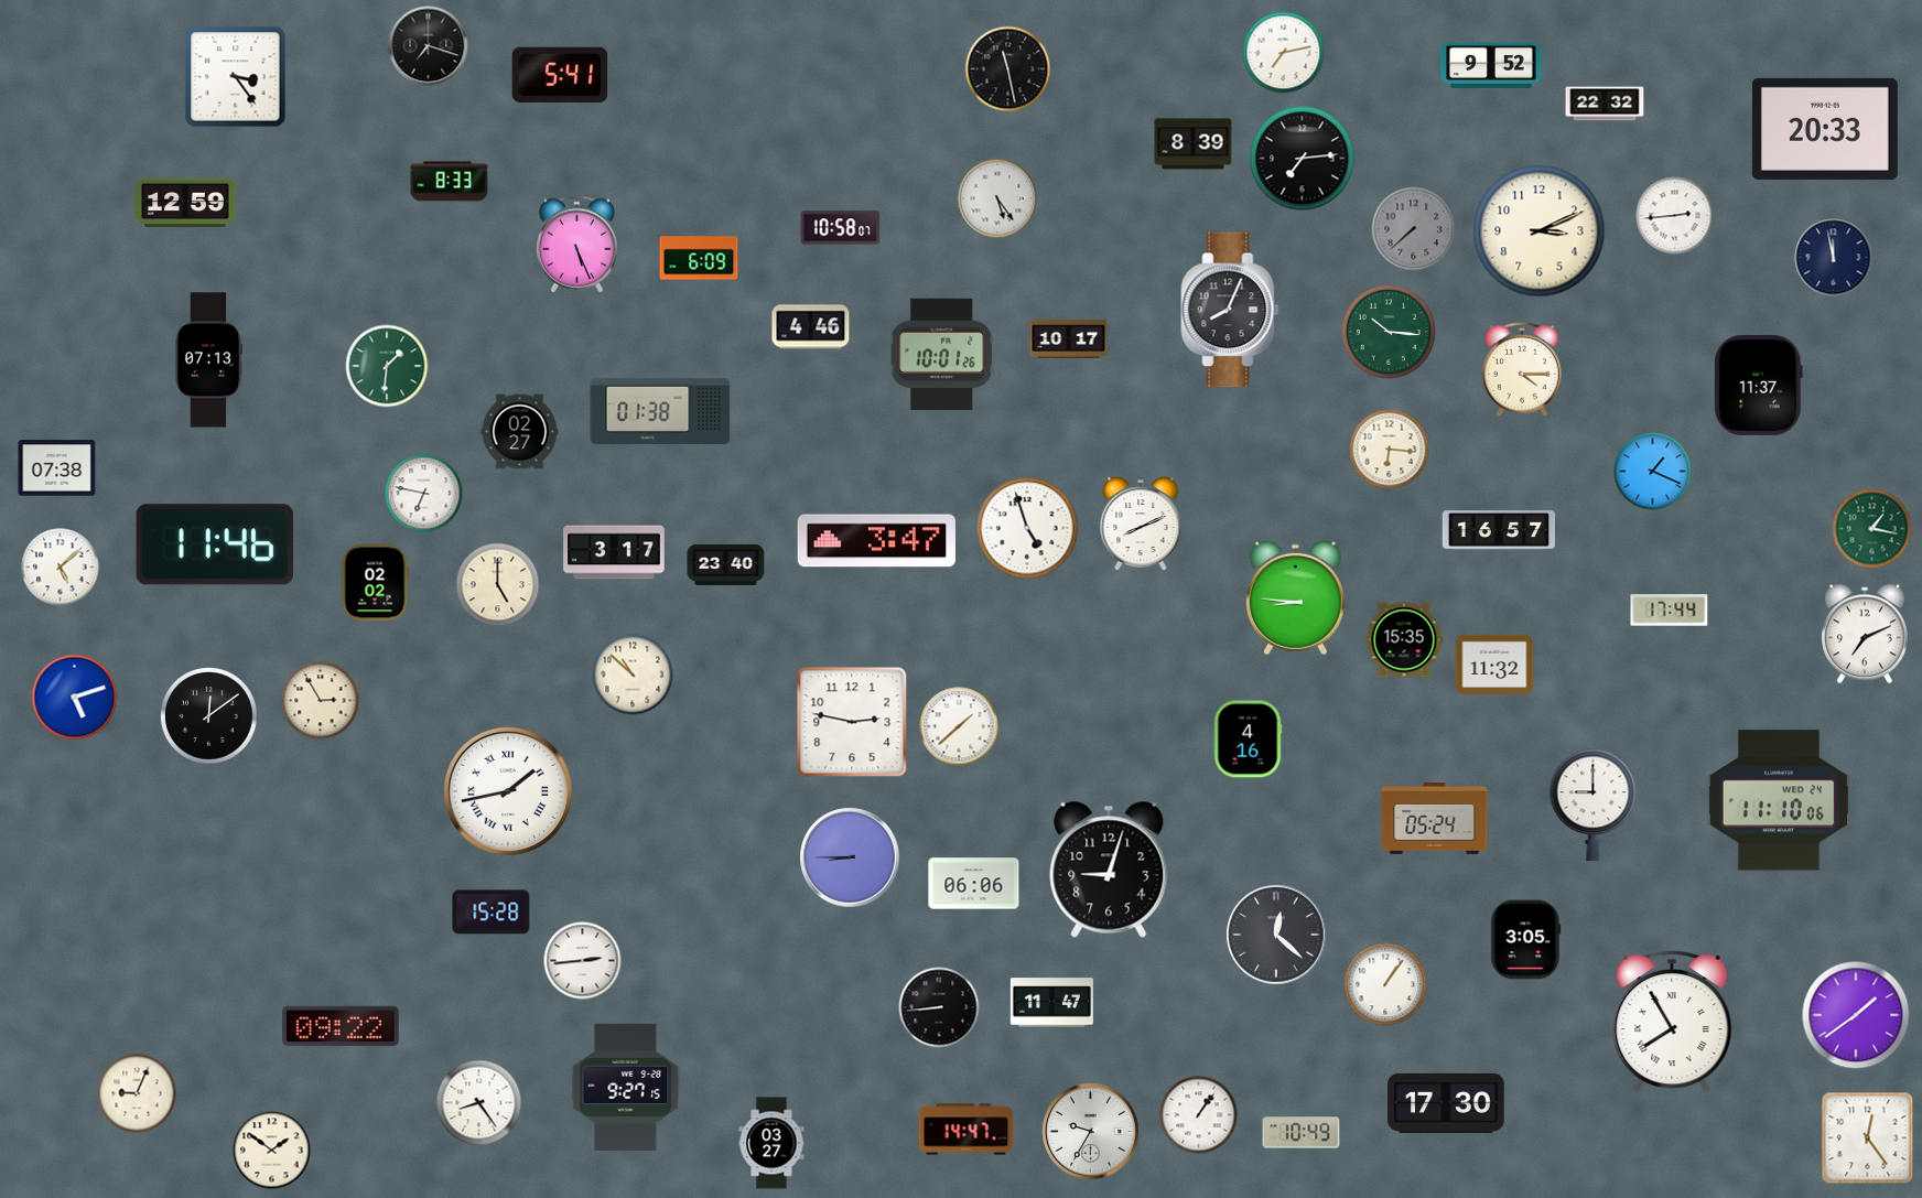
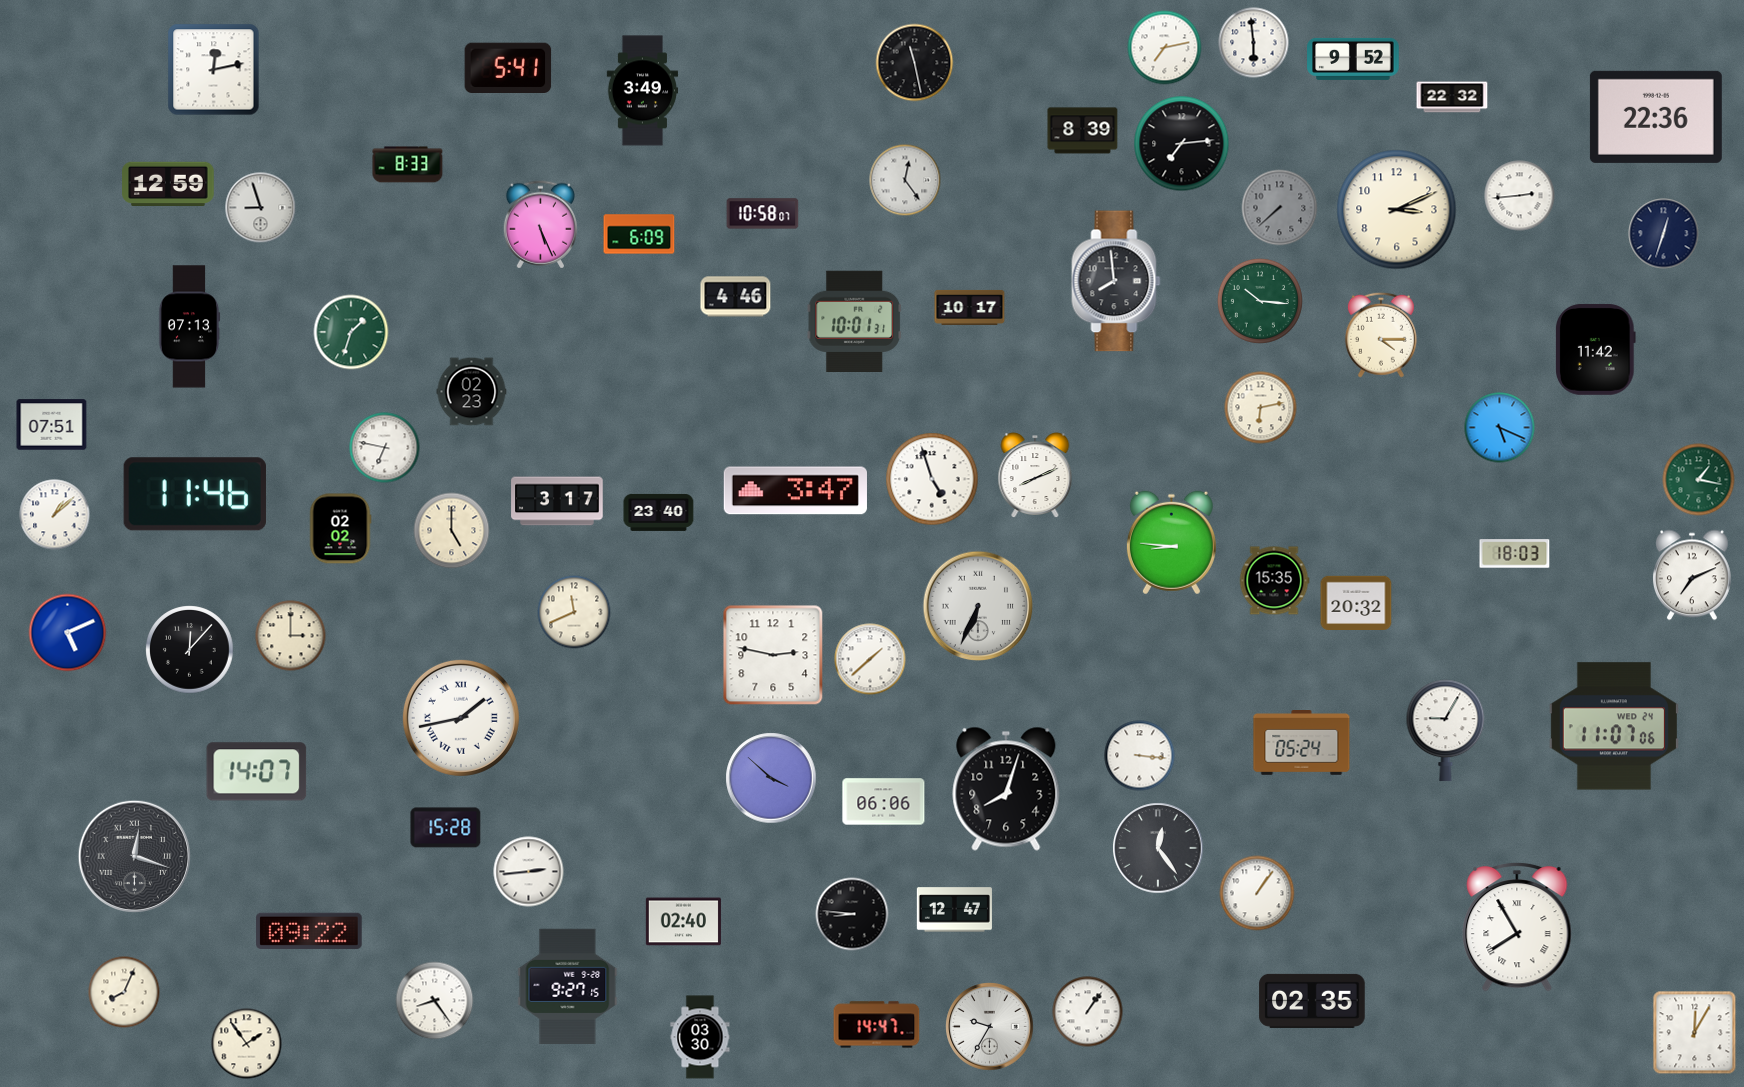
clock at (429, 46): 7:18 -> none
clock at (1254, 43): none -> 5:59
clock at (236, 77): 3:24 -> 12:13
clock at (642, 91): none -> 3:49
clock at (1605, 104) position: (1605, 104) -> (1452, 97)
clock at (1825, 129): 20:33 -> 22:36
clock at (997, 198): 5:24 -> 12:24
clock at (841, 228) position: (841, 228) -> (763, 214)
clock at (261, 208): none -> 8:57
clock at (1414, 229) position: (1414, 229) -> (1280, 208)
clock at (576, 245) position: (576, 245) -> (540, 225)
clock at (699, 258) position: (699, 258) -> (639, 234)
clock at (1834, 258): 11:58 -> 12:33
clock at (1230, 310): 8:04 -> 7:59
clock at (942, 354): 10:01:26 -> 10:01:31
clock at (387, 366): 1:31 -> 1:33
clock at (1759, 385): 11:37 -> 11:42
clock at (660, 411): 01:38 -> none
clock at (520, 432): 02:27 -> 02:23
clock at (1390, 450): 6:16 -> 6:13
clock at (57, 468): 07:38 -> 07:51
clock at (1653, 472): 1:19 -> 5:19
clock at (1498, 530): 16:57 -> none
clock at (61, 568): 5:08 -> 1:08
clock at (1295, 598) position: (1295, 598) -> (1171, 543)
clock at (1670, 611): 17:44 -> 18:03
clock at (1494, 663): 11:32 -> 20:32
clock at (978, 606): none -> 6:34
clock at (633, 674): 10:52 -> 11:41
clock at (75, 698): 5:12 -> 5:11
clock at (321, 701): 2:55 -> 3:00
clock at (209, 716): 12:09 -> 12:07
clock at (1248, 740): 4:16 -> none
clock at (1779, 800): 11:10 -> 11:07
clock at (1594, 806): 9:00 -> 9:05
clock at (1140, 756): none -> 3:16
clock at (257, 772): none -> 14:07
clock at (850, 857): 8:45 -> 3:52
clock at (1109, 870): 9:03 -> 8:03
clock at (1276, 935): 12:22 -> 12:24
clock at (1525, 940): 3:05 -> none
clock at (134, 856): none -> 12:18
clock at (1051, 1003): 11:47 -> 12:47
clock at (939, 1007): 8:44 -> 8:46
clock at (1856, 1015): 1:39 -> none
clock at (683, 922): none -> 02:40
clock at (137, 1093): 9:04 -> 8:04
clock at (1446, 1103): 17:30 -> 02:35
clock at (1302, 1133): 10:49 -> none
clock at (1868, 1138): 12:24 -> 12:05
clock at (771, 1143): 03:27 -> 03:30
clock at (272, 1151): 1:51 -> 1:54
